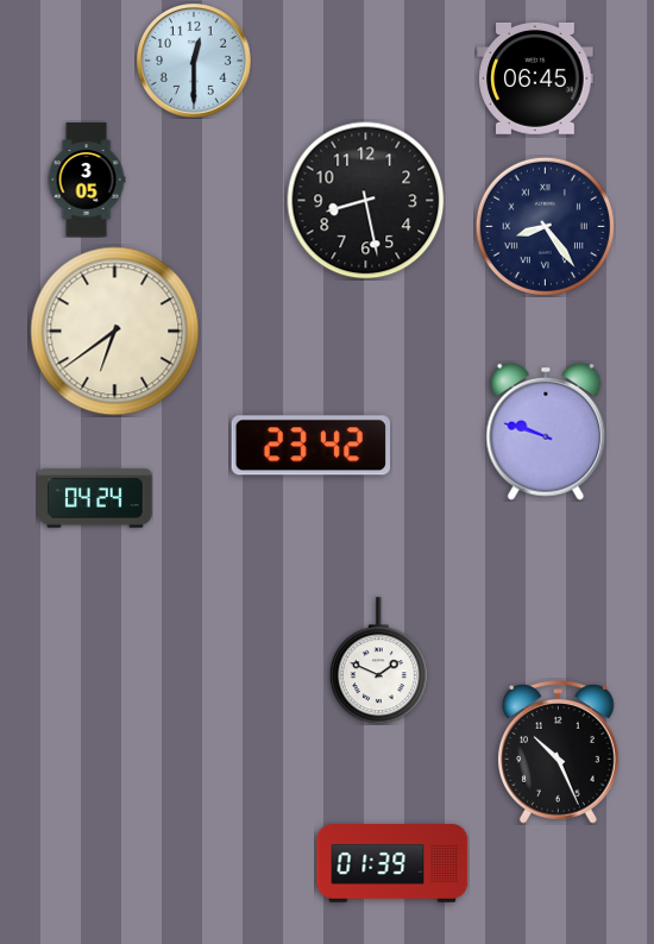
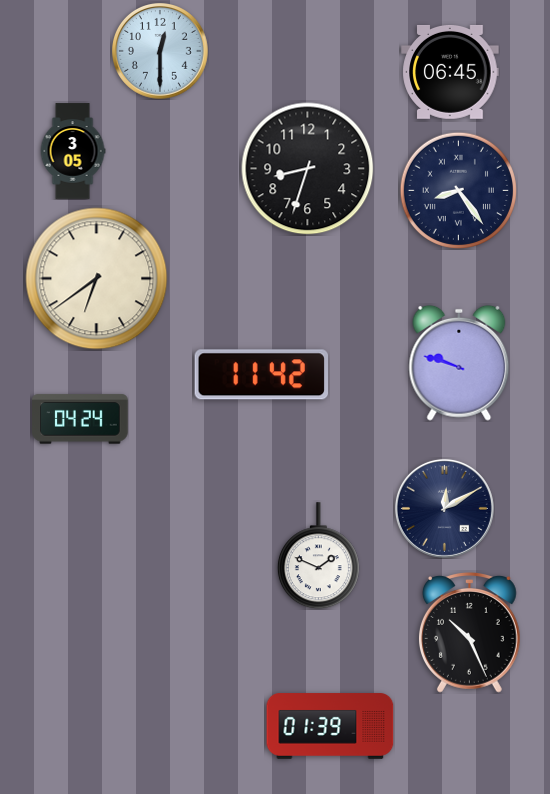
clock at (195, 62) position: (195, 62) -> (161, 52)
clock at (535, 78) position: (535, 78) -> (450, 72)
clock at (366, 201): 8:28 -> 8:33
clock at (310, 446): 23:42 -> 11:42
clock at (444, 508): none -> 12:10
